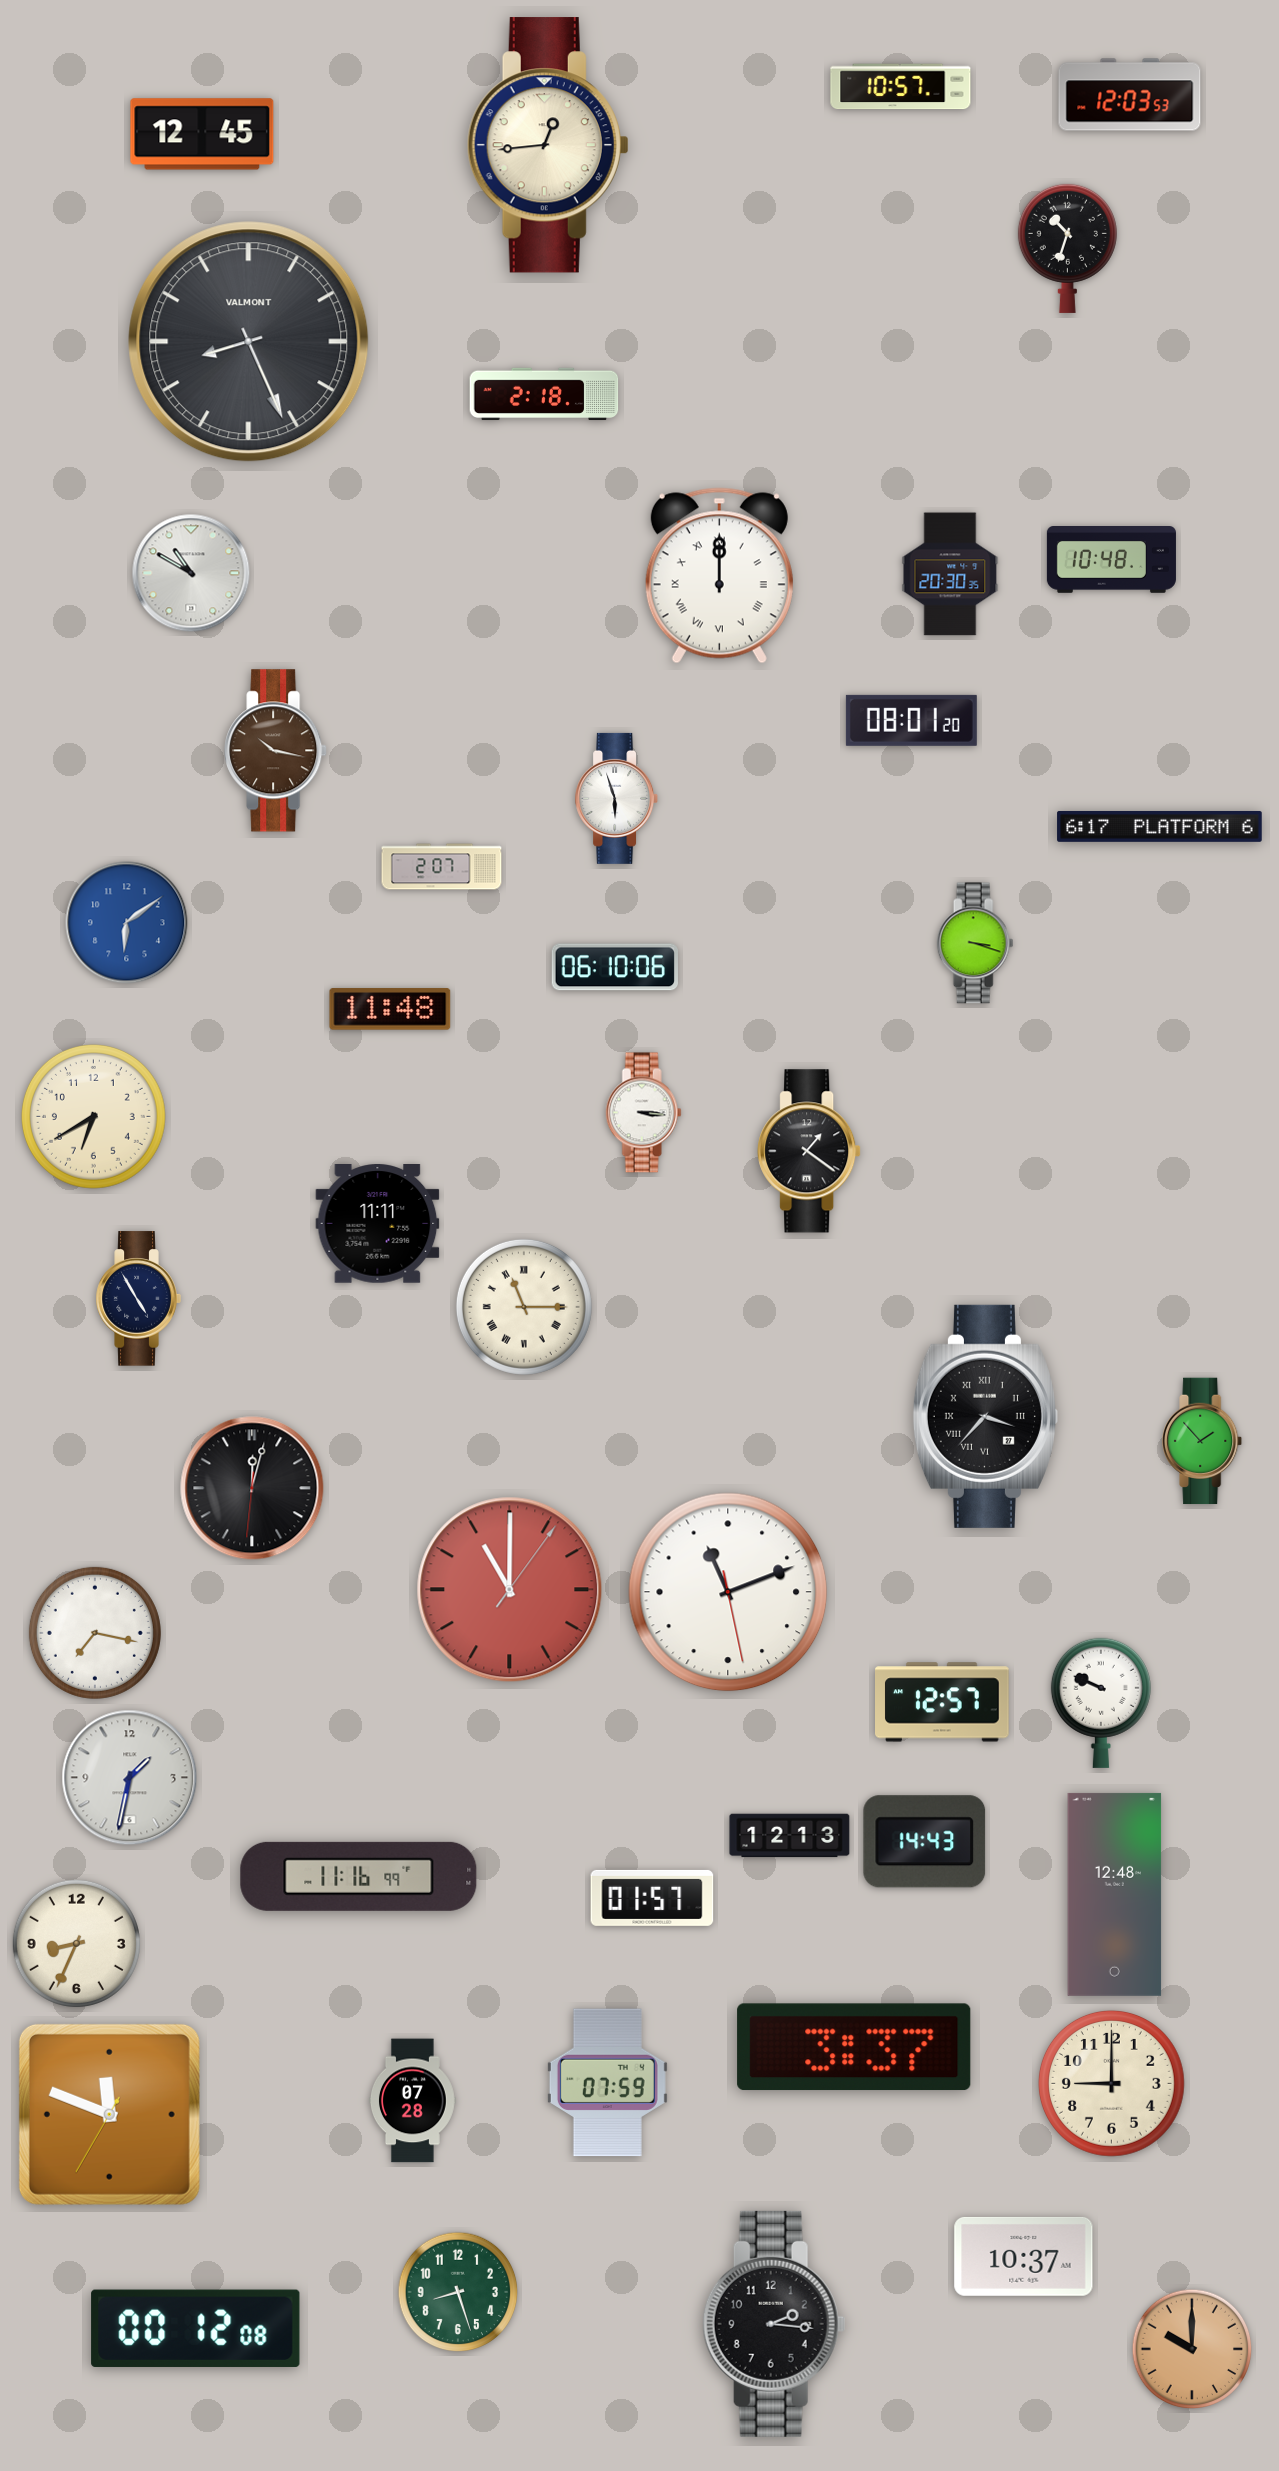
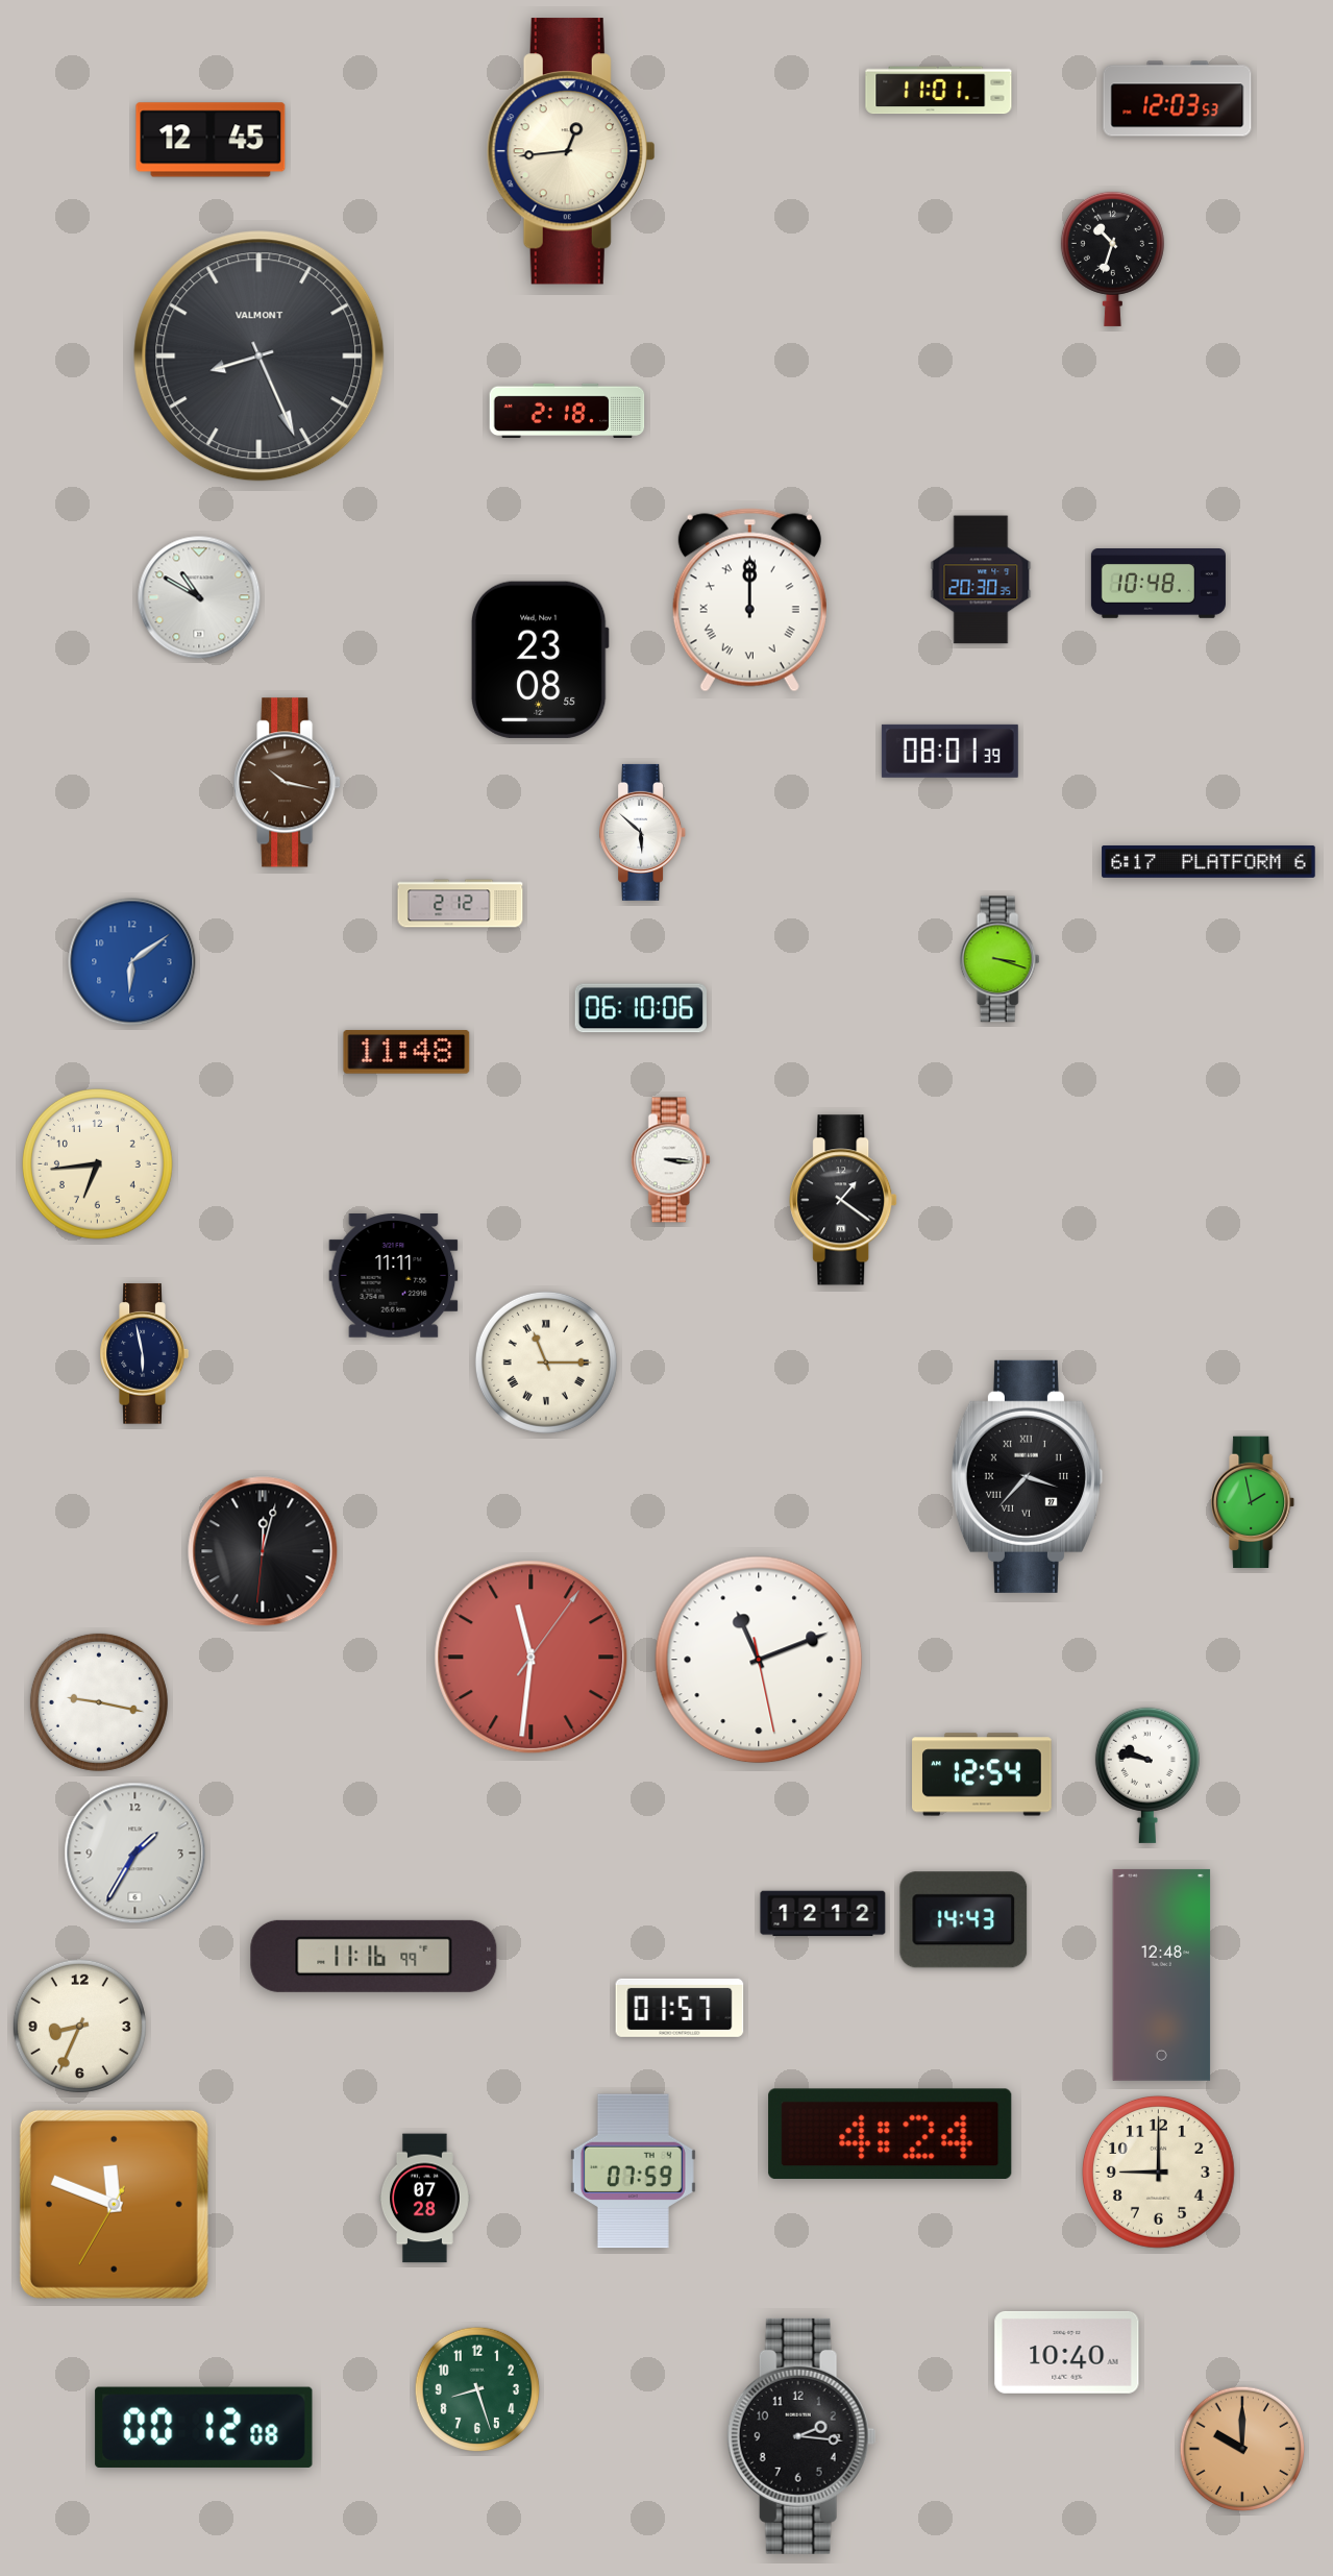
clock at (901, 87): 10:57 -> 11:01
clock at (950, 574) position: (950, 574) -> (981, 580)
clock at (540, 660): none -> 23:08
clock at (911, 720): 08:01:20 -> 08:01:39
clock at (617, 798): 5:57 -> 5:52
clock at (442, 867): 2:07 -> 2:12
clock at (975, 943) position: (975, 943) -> (999, 959)
clock at (93, 1116): 6:40 -> 6:44
clock at (138, 1299): 4:55 -> 5:58
clock at (1203, 1441): 1:53 -> 1:58
clock at (510, 1590): 11:00 -> 11:31
clock at (95, 1633): 7:17 -> 9:17
clock at (943, 1702): 12:57 -> 12:54
clock at (1101, 1703): 9:49 -> 9:47
clock at (130, 1778): 1:32 -> 1:35
clock at (790, 1836): 12:13 -> 12:12
clock at (652, 1898) position: (652, 1898) -> (680, 2008)
clock at (854, 2047): 3:37 -> 4:24
clock at (412, 2101) position: (412, 2101) -> (424, 2199)
clock at (1024, 2256): 10:37 -> 10:40
clock at (774, 2324) position: (774, 2324) -> (801, 2436)
